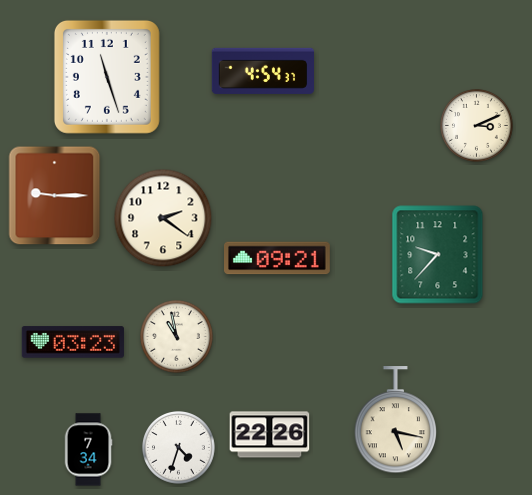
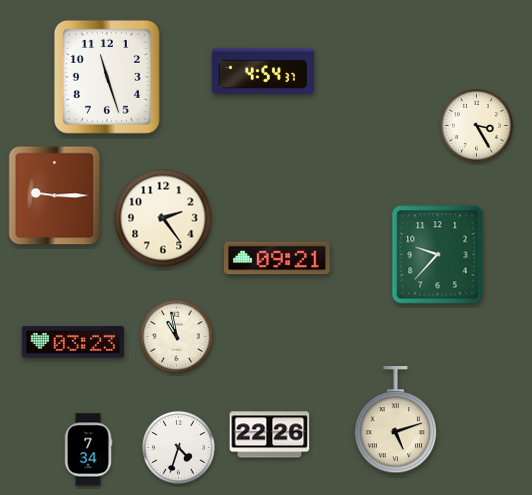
clock at (477, 126): 3:11 -> 3:25
clock at (163, 218): 2:21 -> 2:24
clock at (396, 420): 5:17 -> 5:12
